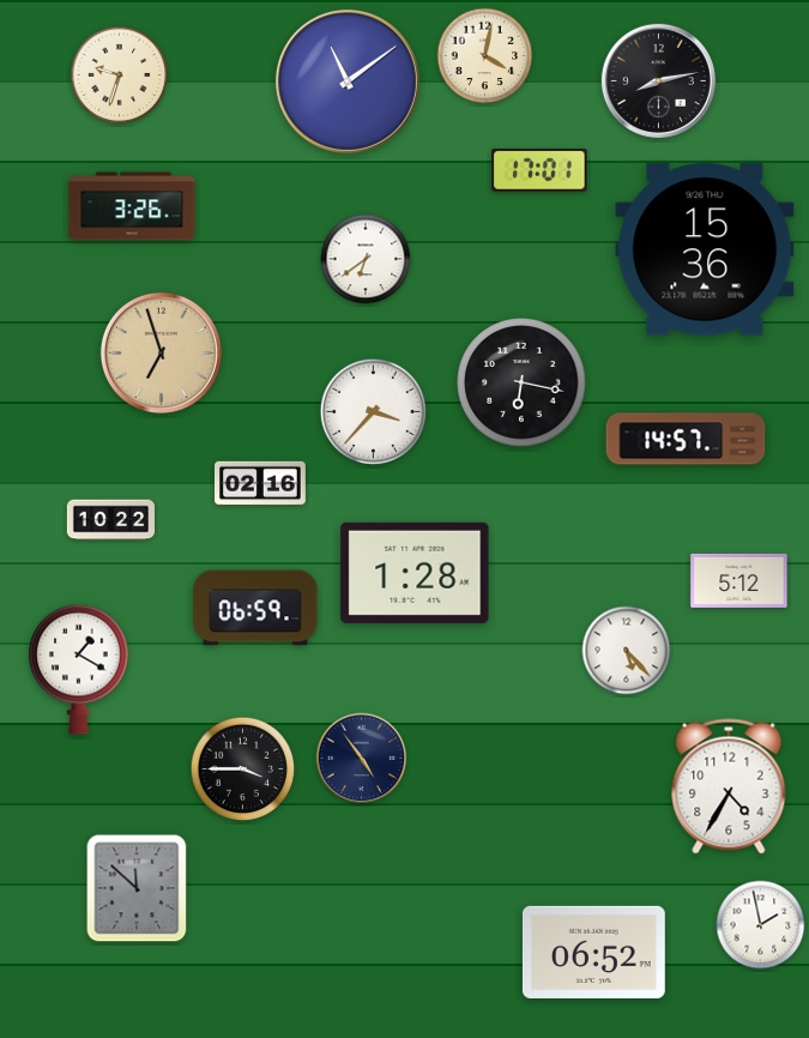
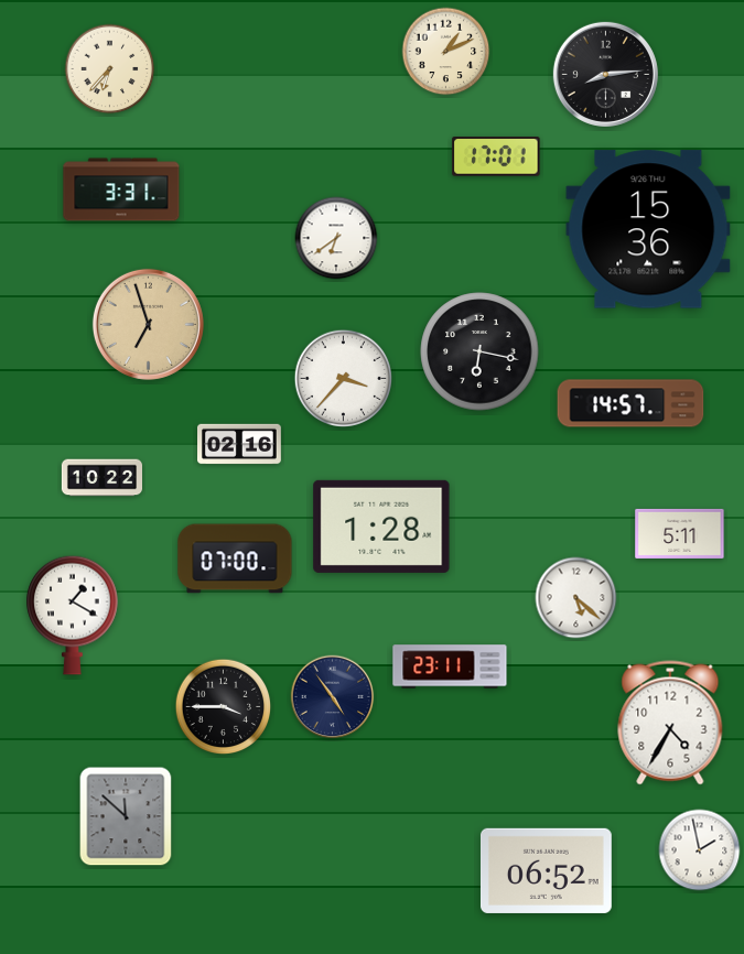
clock at (485, 56): 4:02 -> 1:11
clock at (120, 76): 9:33 -> 6:37
clock at (658, 80): 8:13 -> 8:14
clock at (348, 82): 11:09 -> none
clock at (132, 206): 3:26 -> 3:31
clock at (739, 580): 5:12 -> 5:11
clock at (255, 608): 06:59 -> 07:00
clock at (627, 651): 5:23 -> 5:22
clock at (450, 666): none -> 23:11
clock at (593, 952) position: (593, 952) -> (546, 870)
